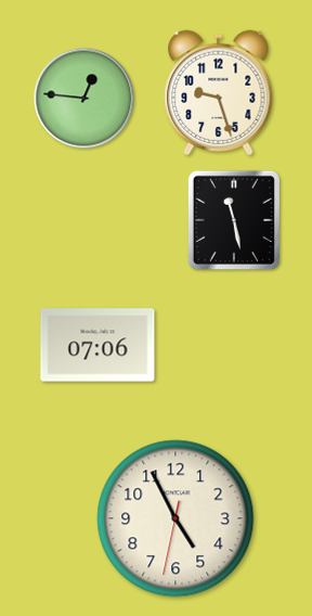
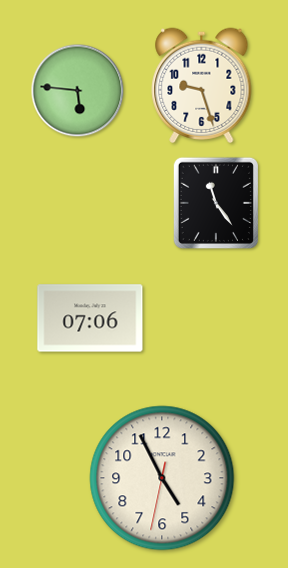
clock at (84, 99): 12:46 -> 5:46
clock at (234, 219): 11:28 -> 11:24
